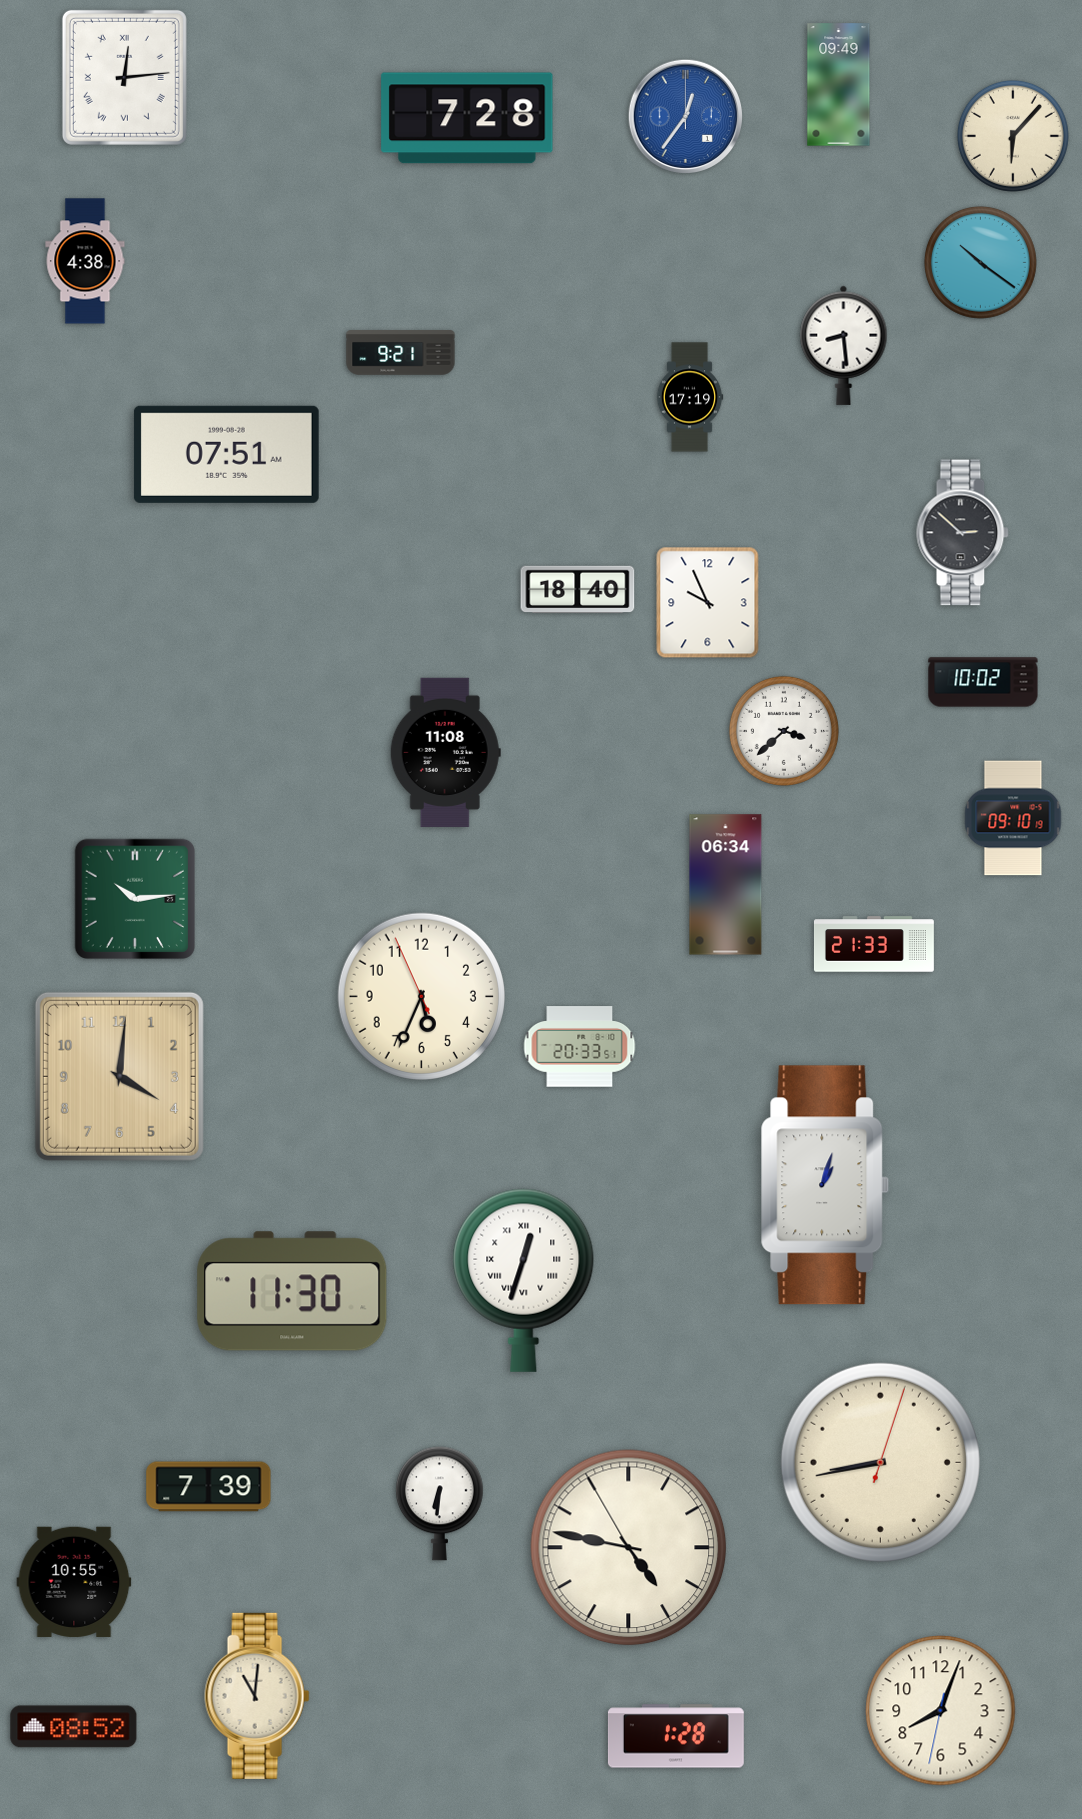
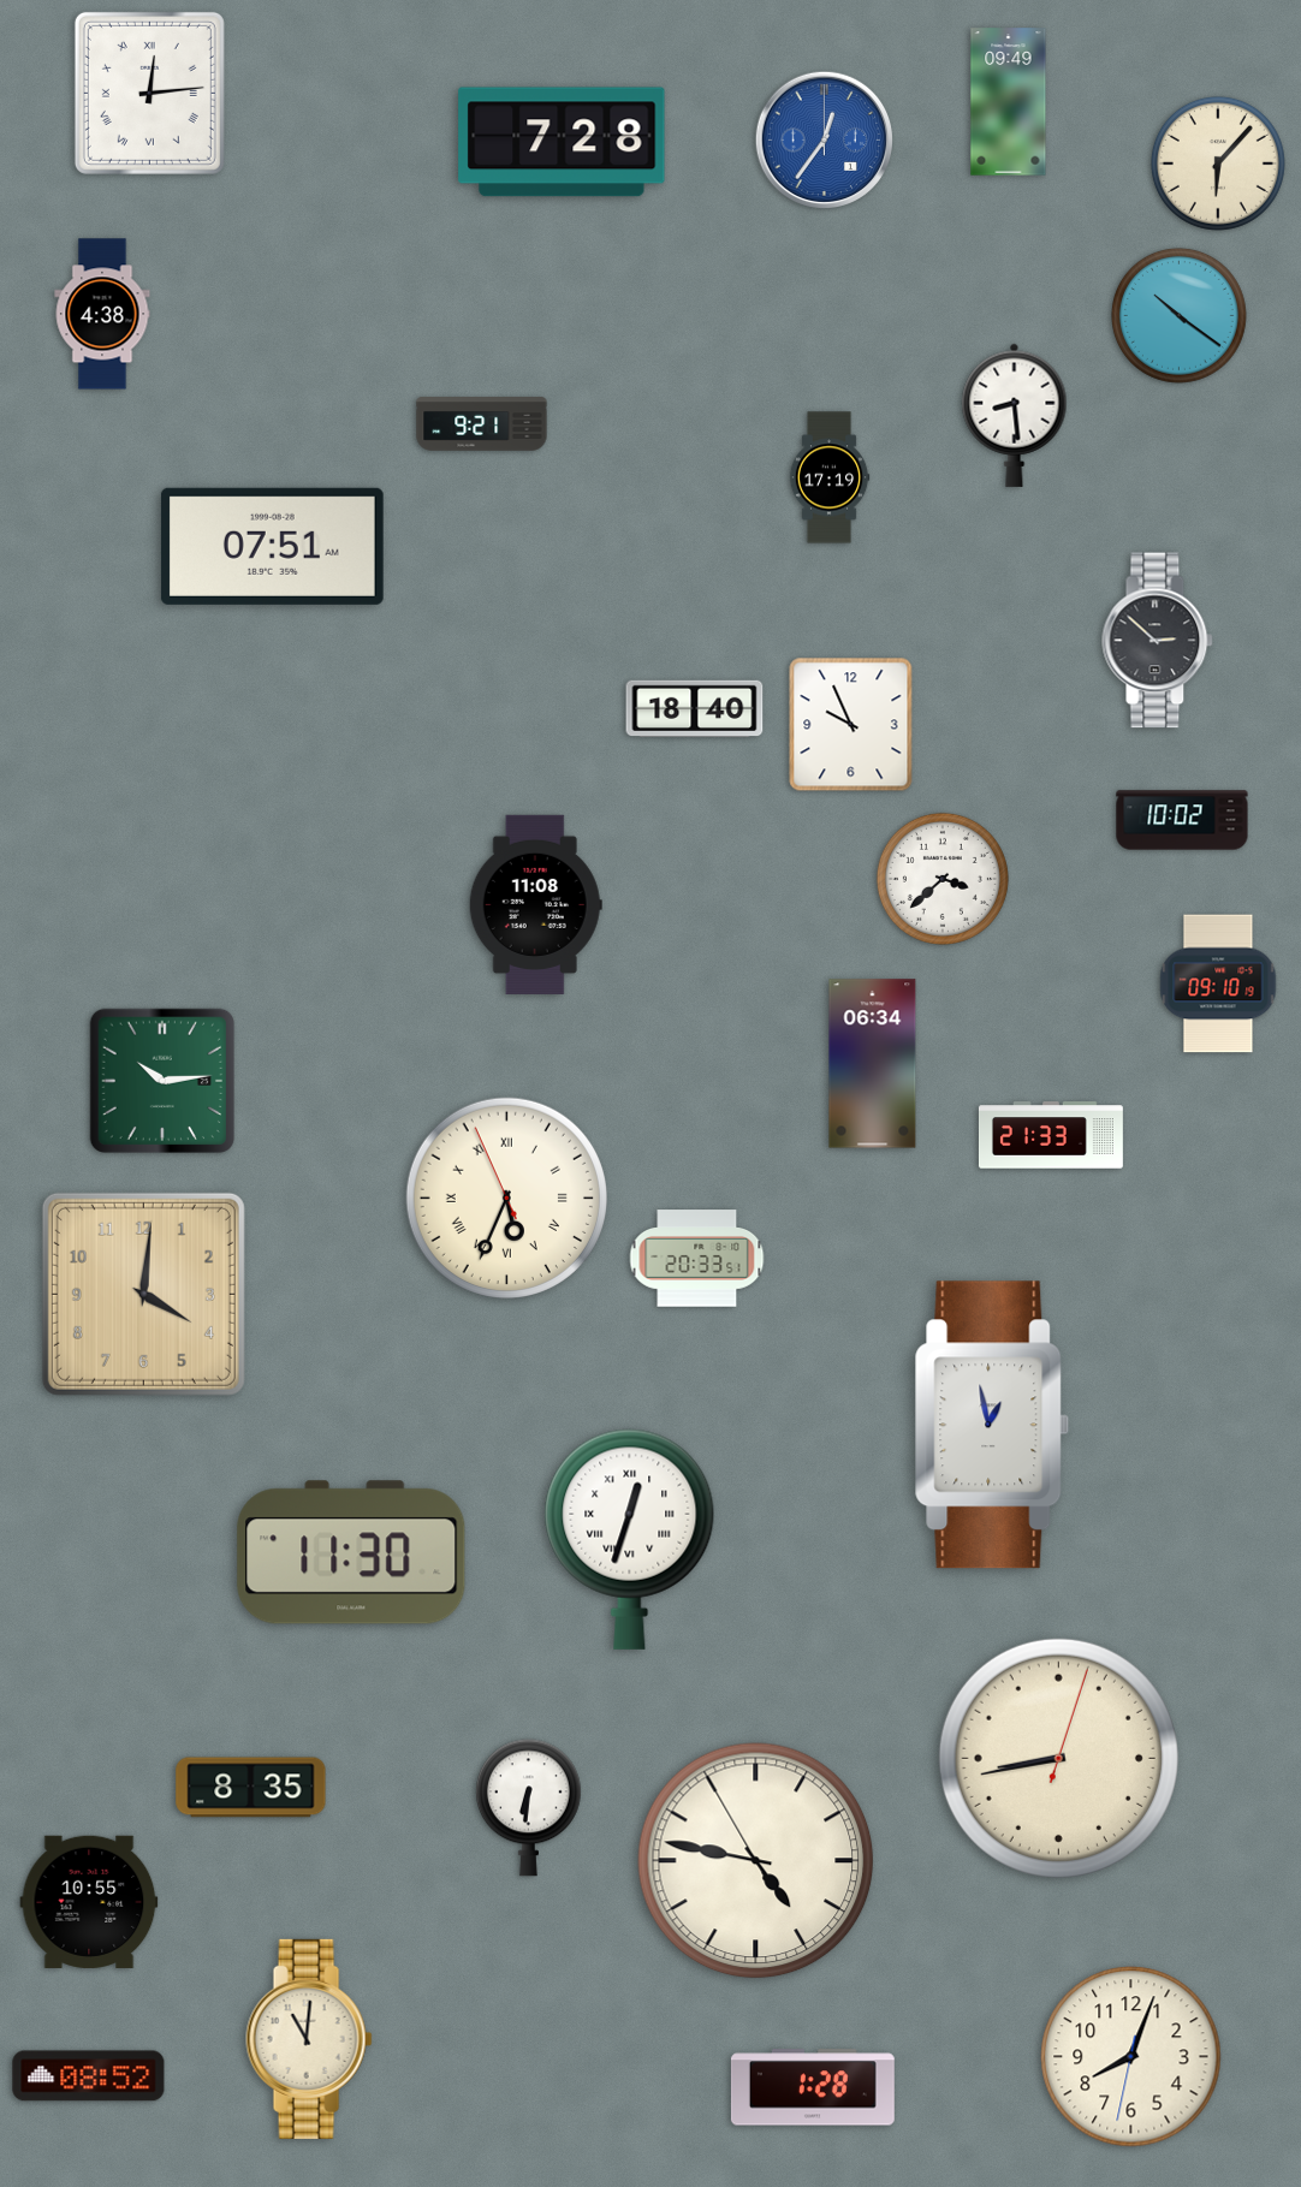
clock at (421, 996) numerals: Arabic -> Roman
clock at (825, 1185): 1:03 -> 12:58
clock at (209, 1487): 7:39 -> 8:35
